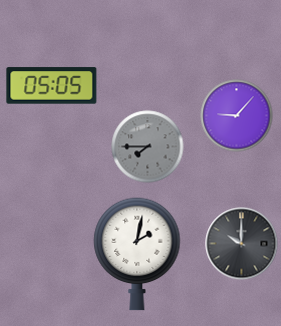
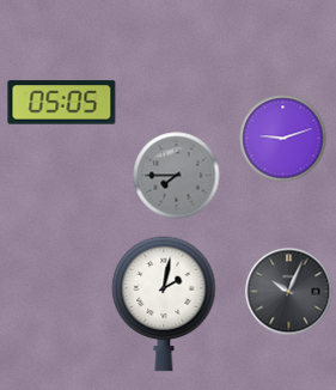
clock at (237, 116): 9:07 -> 9:12
clock at (242, 244): 10:00 -> 10:04
